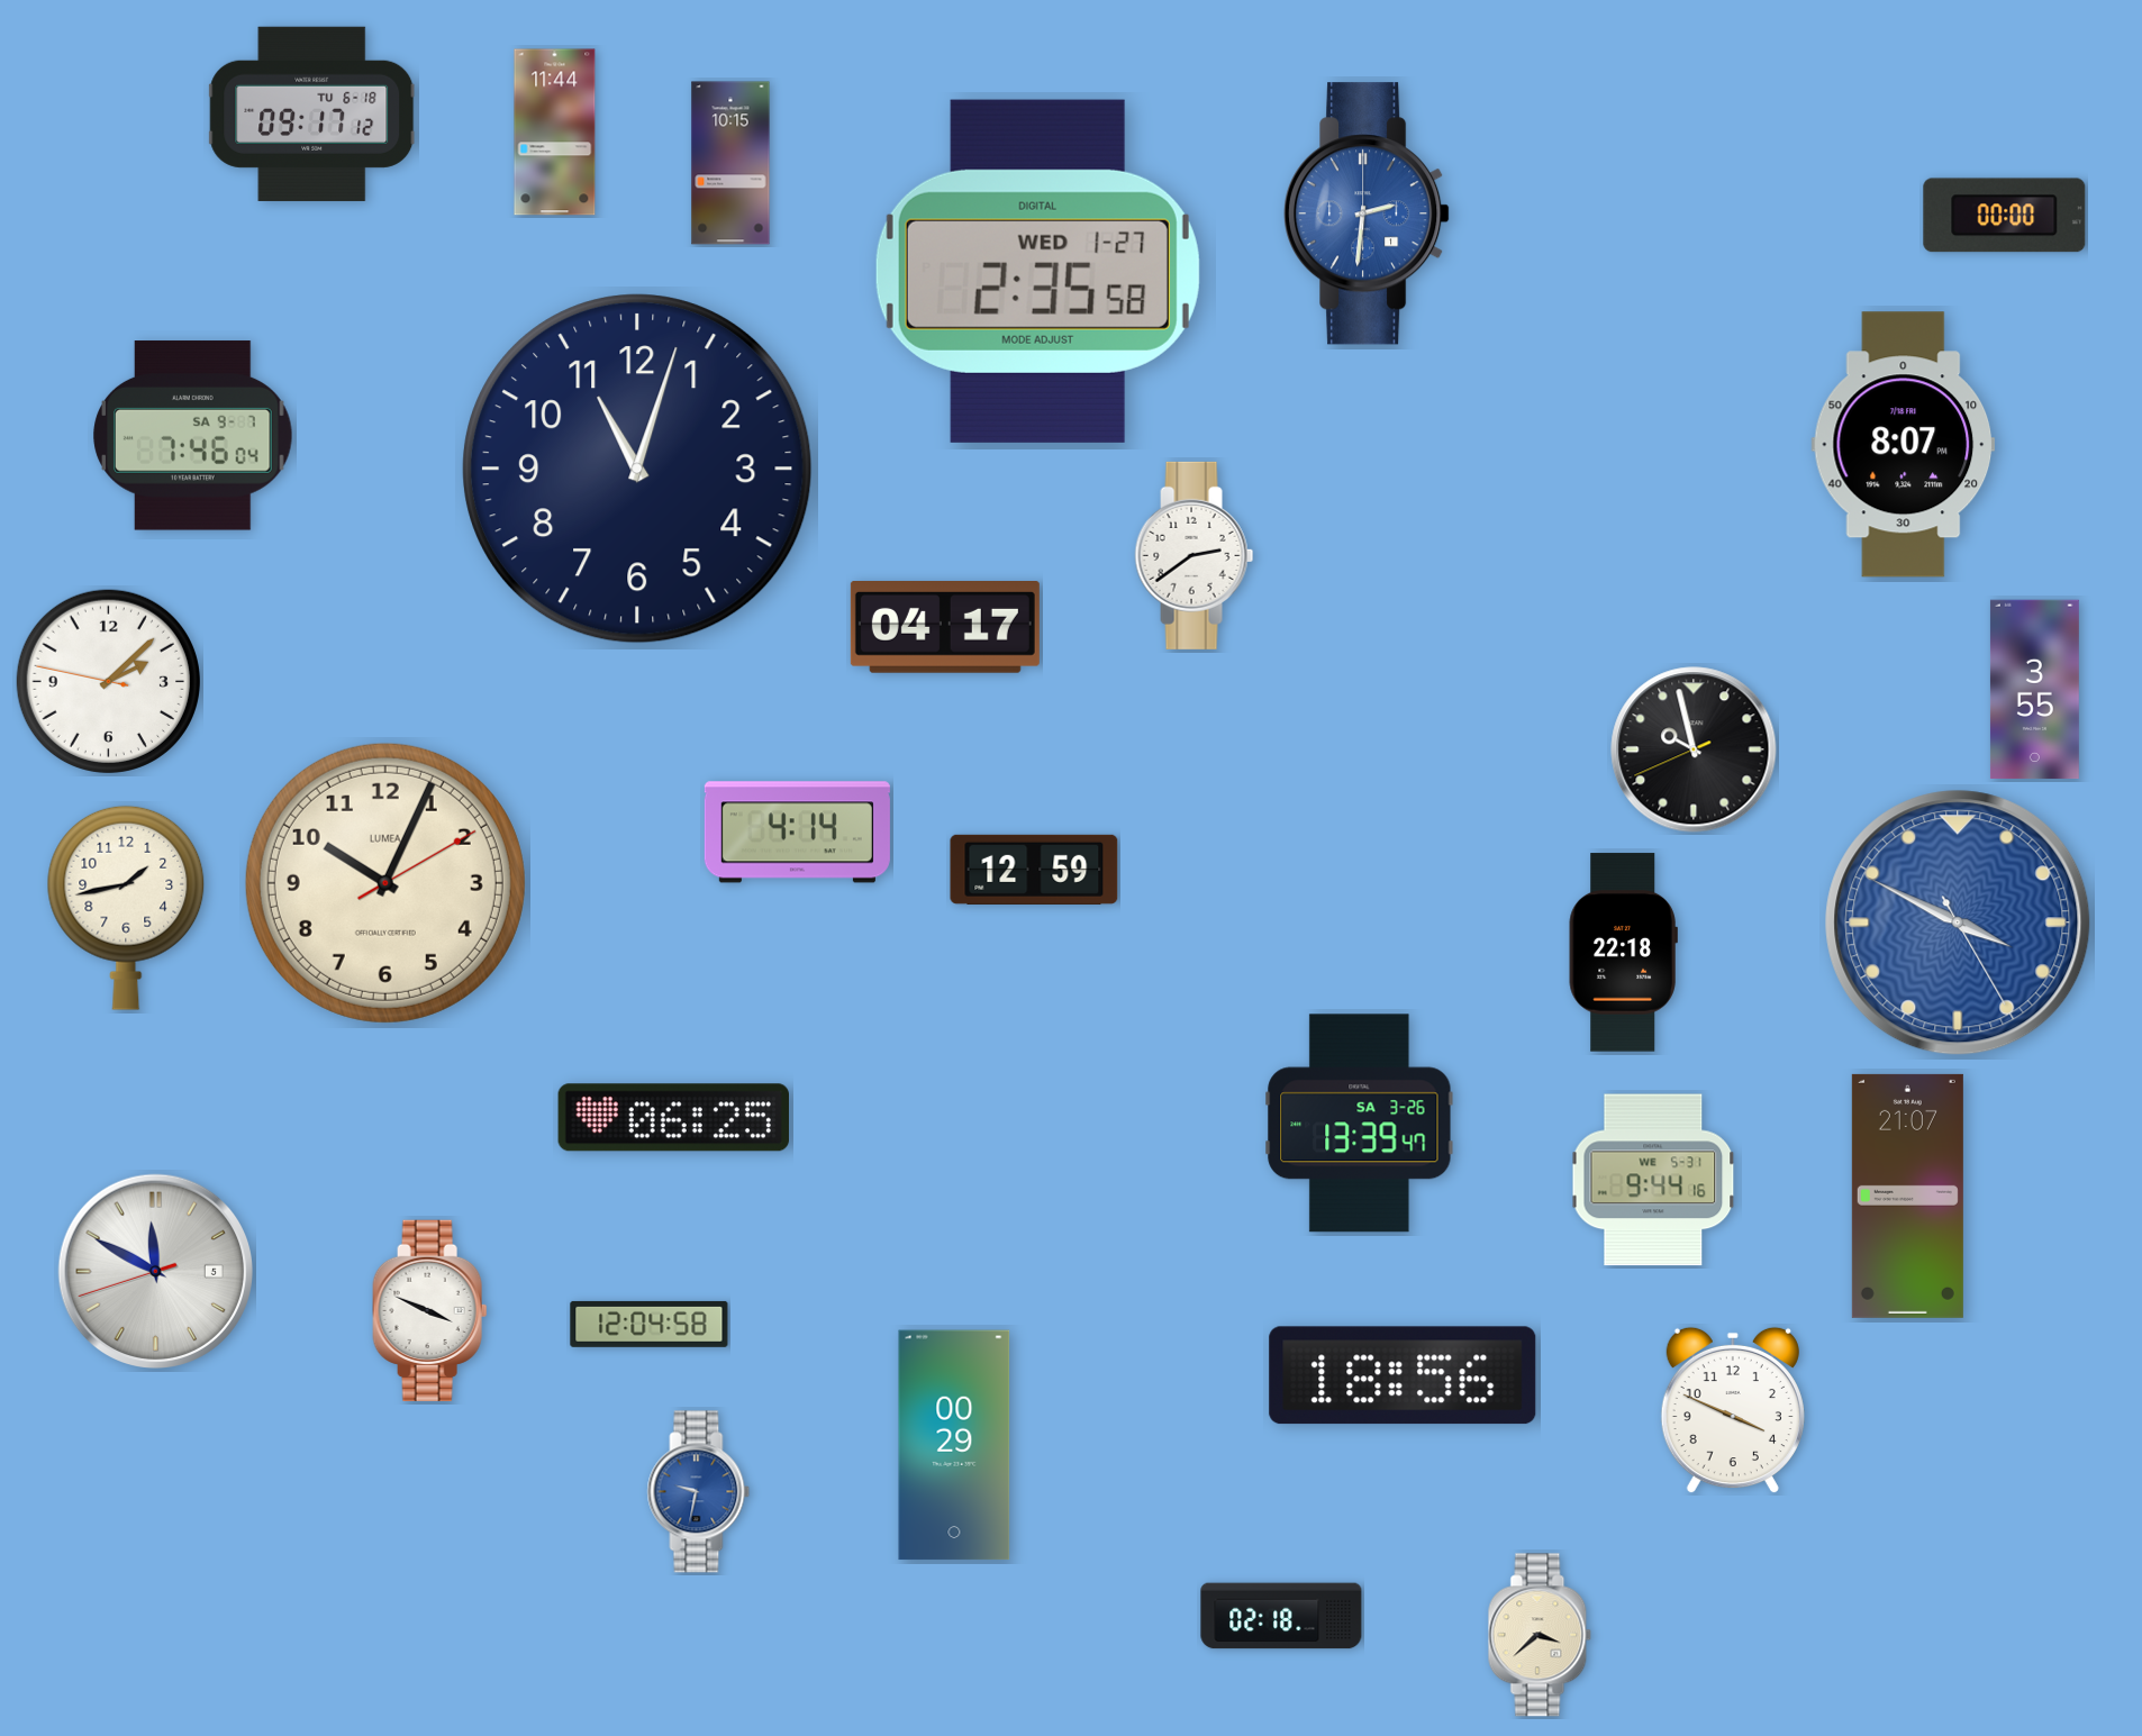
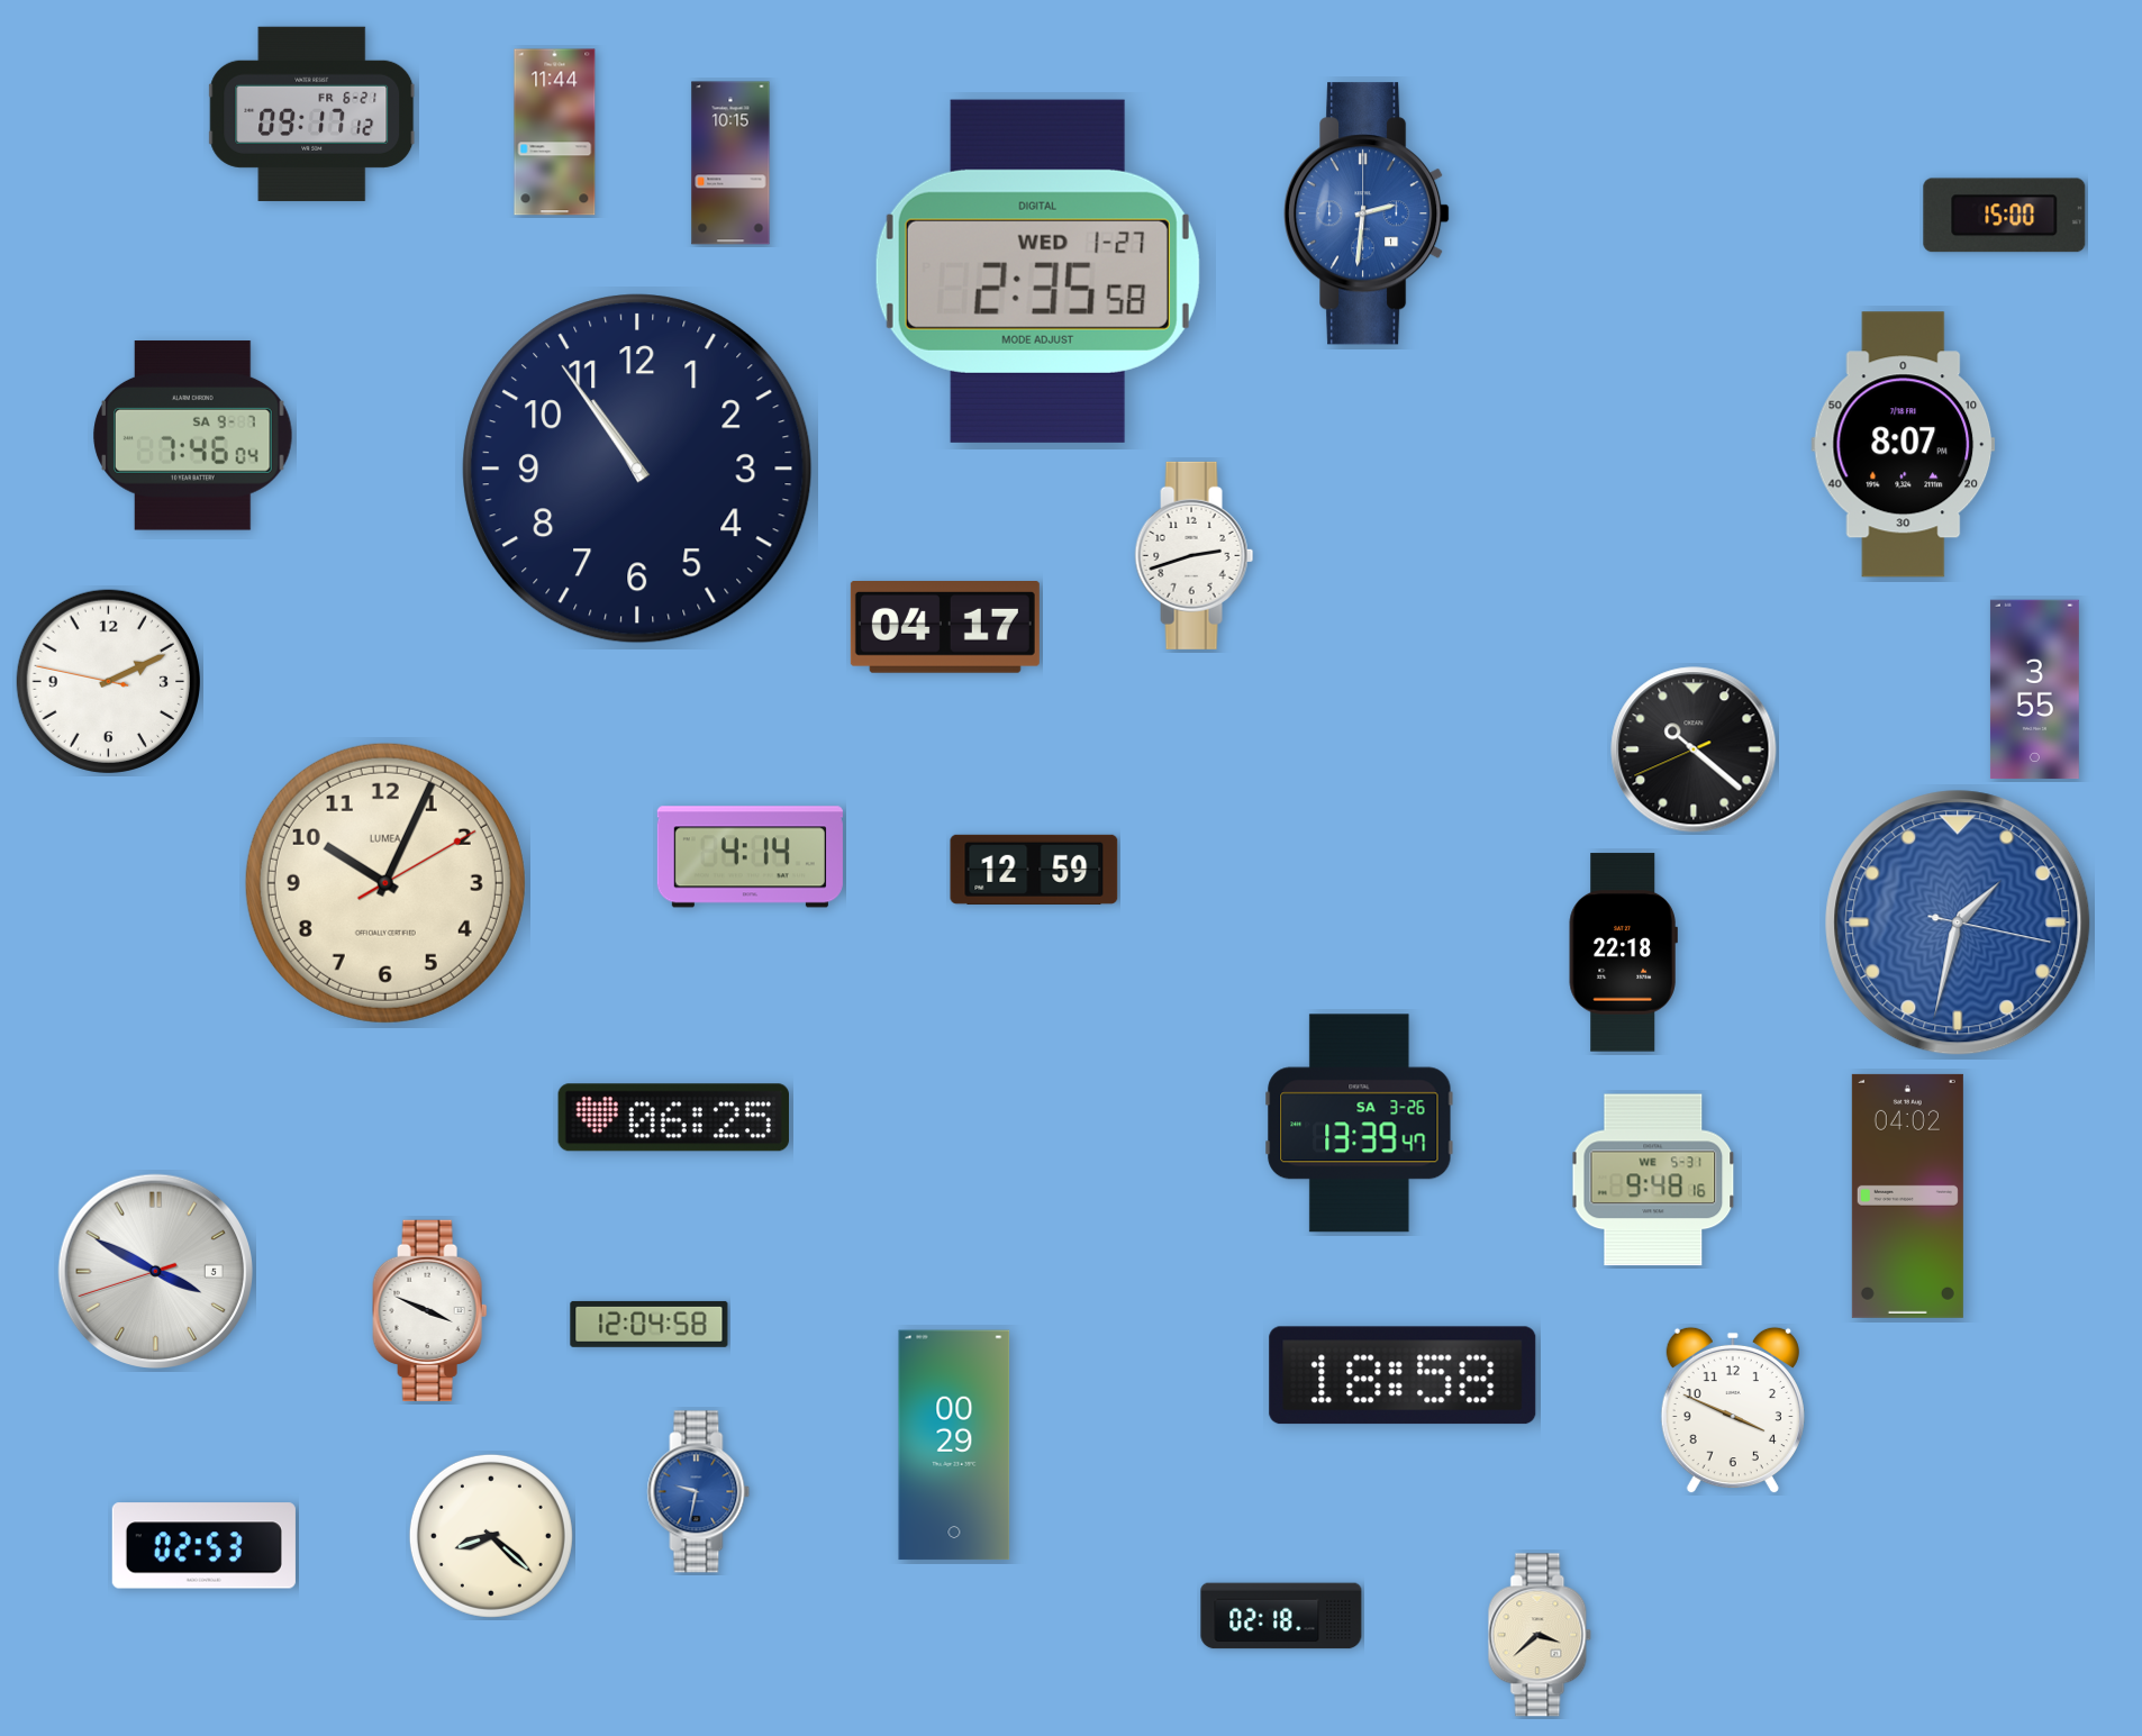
clock at (312, 113) date: TU 6-18 -> FR 6-21
clock at (2005, 216): 00:00 -> 15:00
clock at (637, 469): 11:03 -> 10:54
clock at (1195, 555): 2:39 -> 2:42
clock at (108, 681): 2:07 -> 2:10
clock at (1694, 749): 9:57 -> 10:21
clock at (797, 833) position: (797, 833) -> (750, 857)
clock at (126, 908): 1:43 -> none
clock at (1958, 922): 3:49 -> 1:32
clock at (1653, 1180): 9:44 -> 9:48
clock at (1907, 1196): 21:07 -> 04:02
clock at (155, 1271): 11:49 -> 3:49
clock at (1403, 1375): 18:56 -> 18:58
clock at (491, 1536): none -> 8:22
clock at (203, 1546): none -> 02:53
